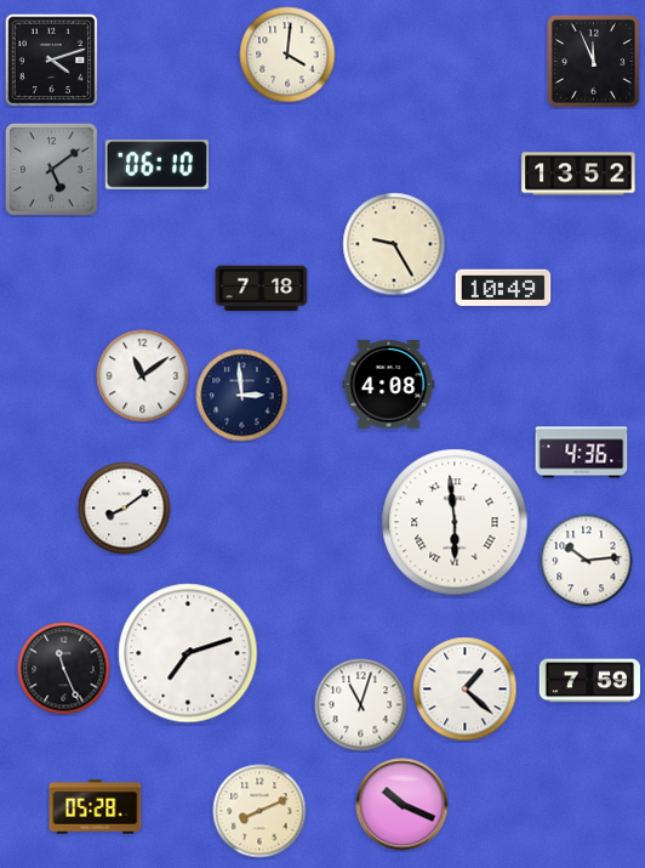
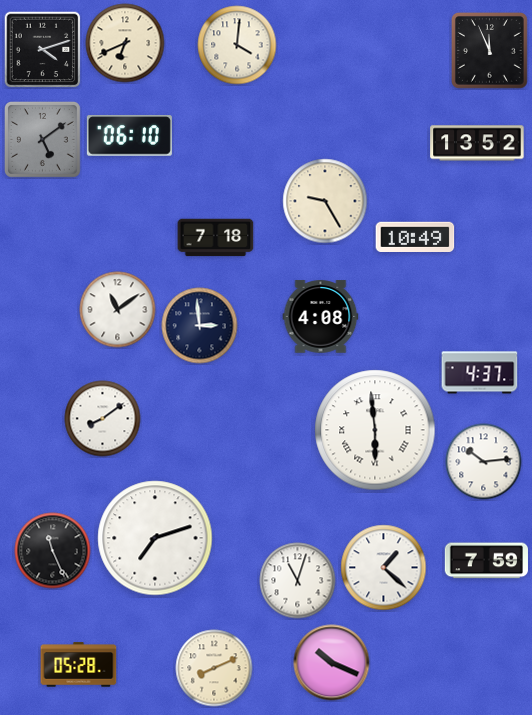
clock at (125, 43): none -> 6:41
clock at (582, 453): 4:36 -> 4:37
